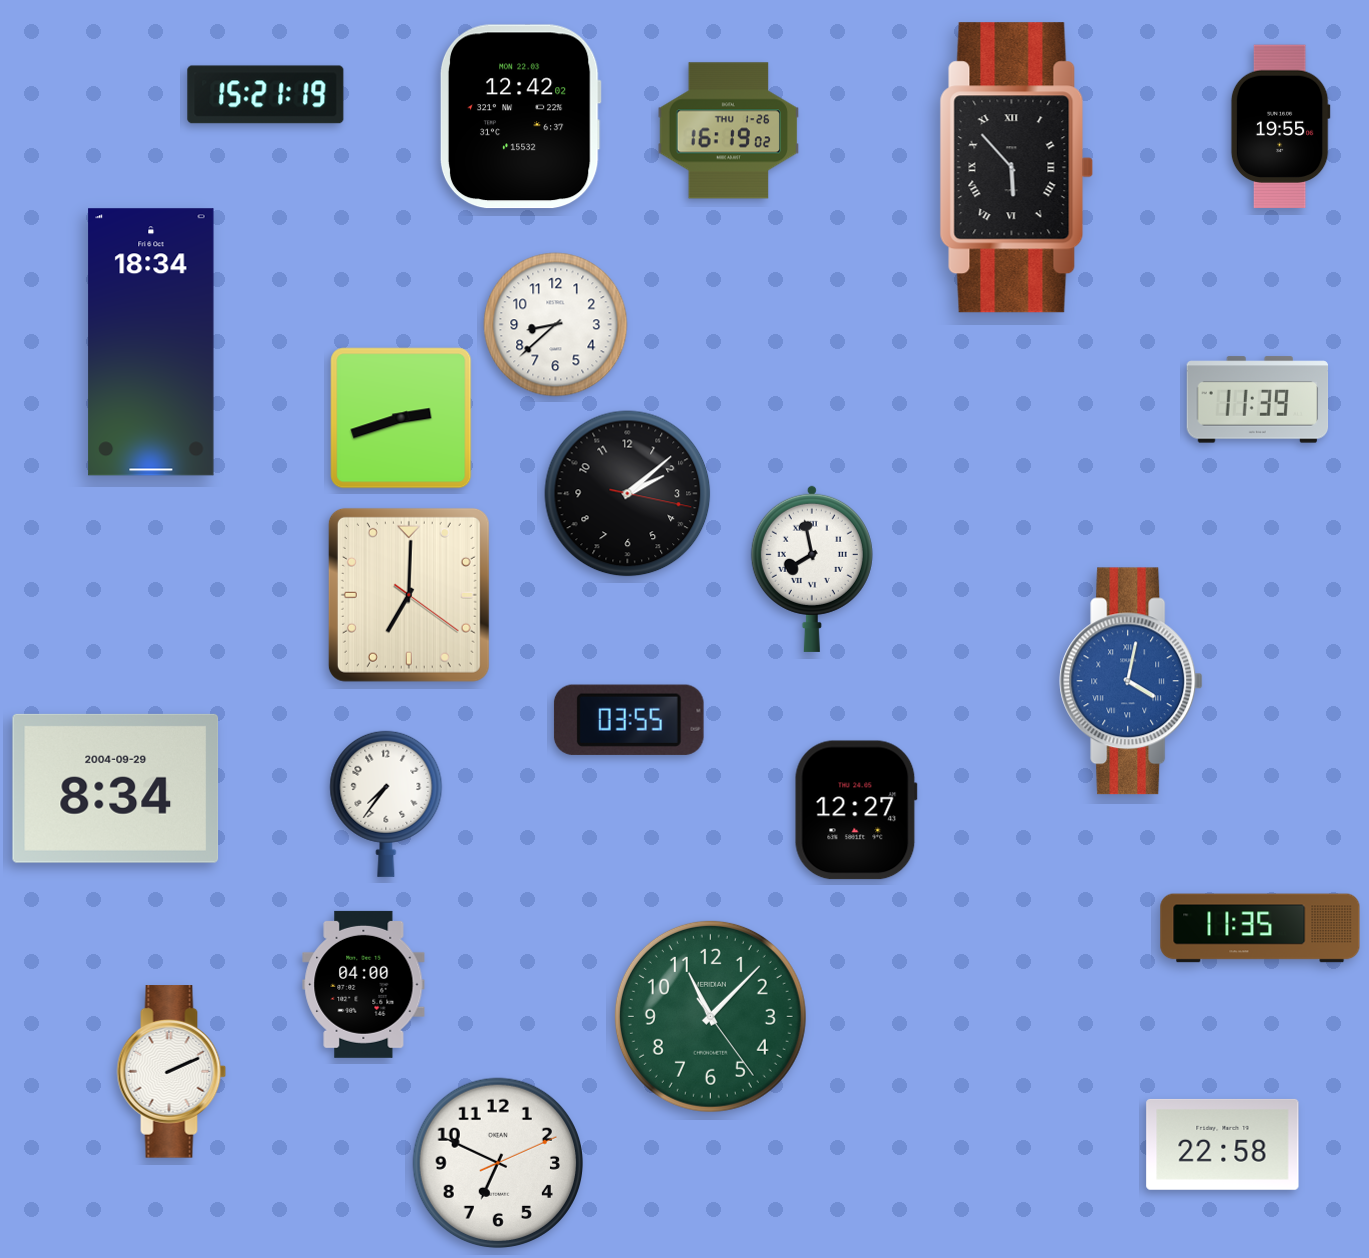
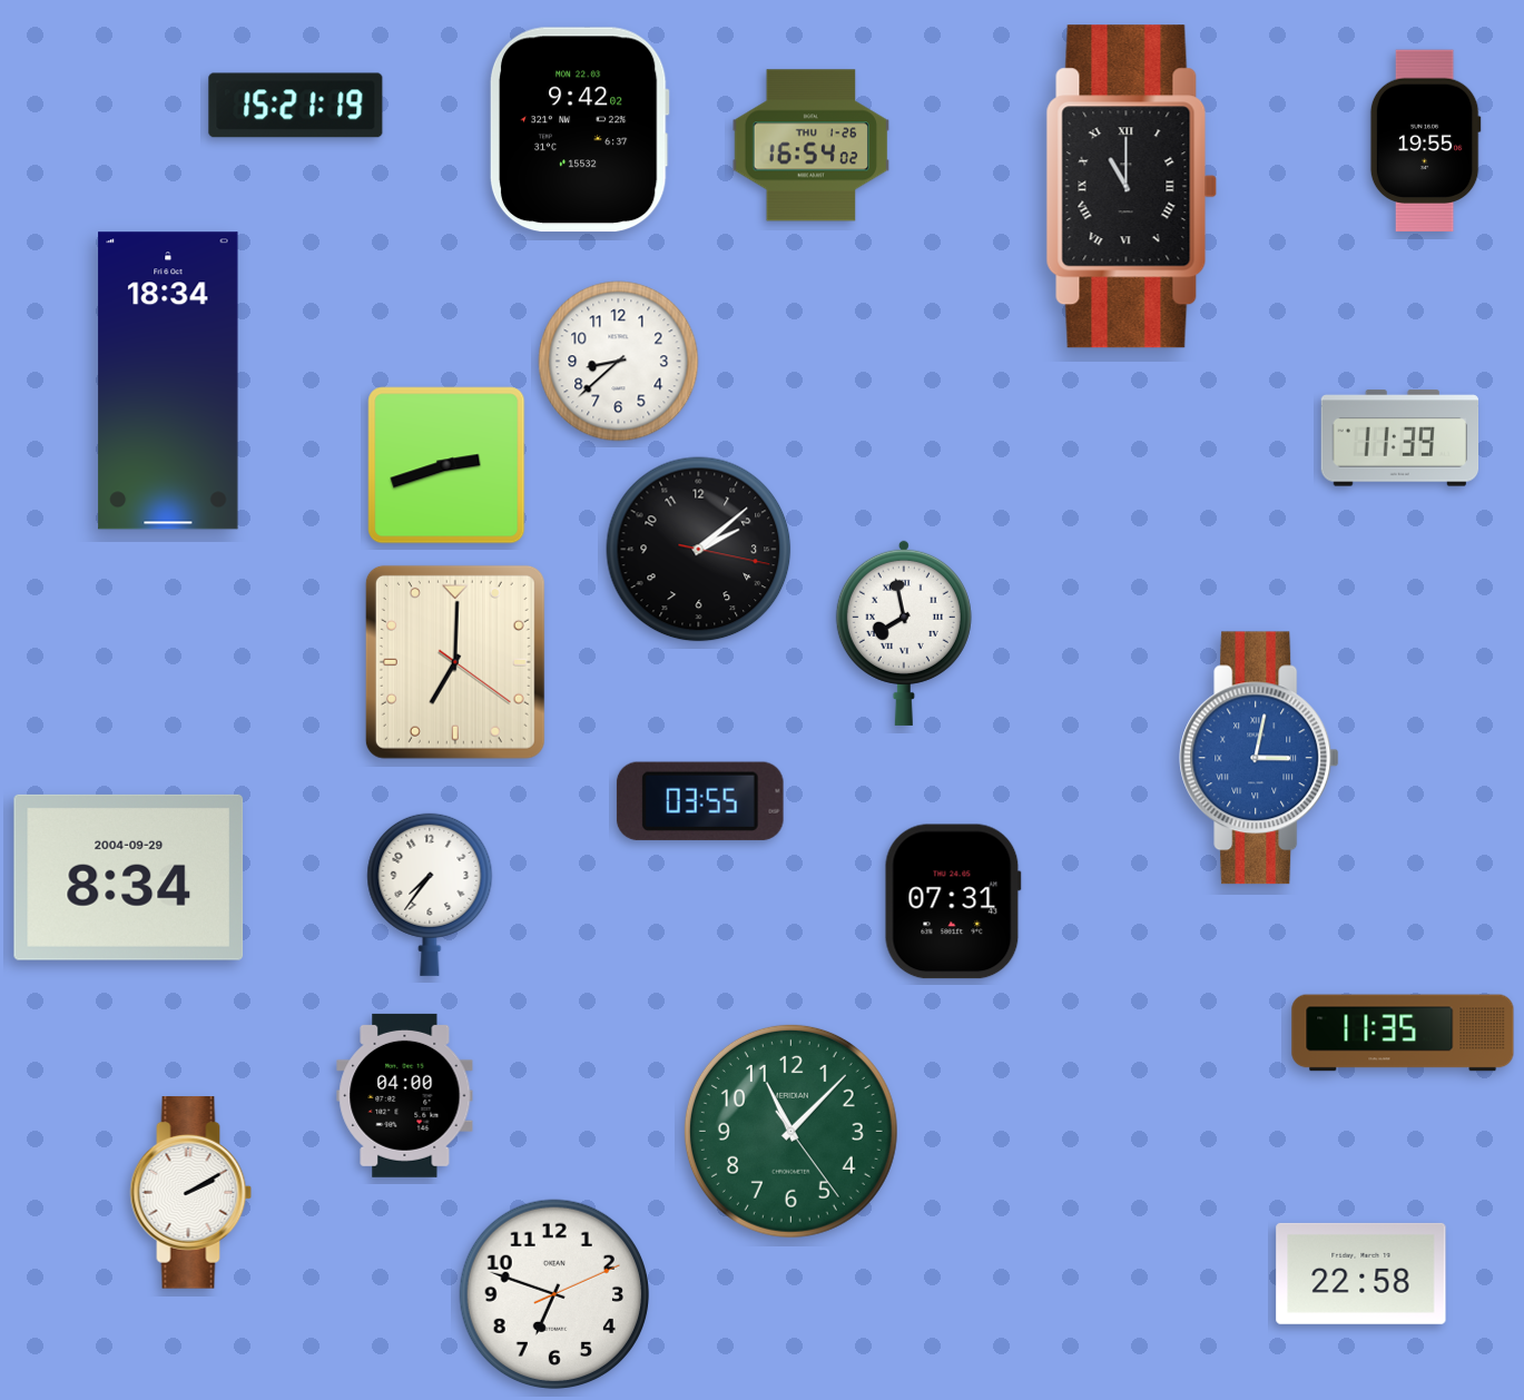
clock at (520, 117): 12:42 -> 9:42
clock at (729, 131): 16:19 -> 16:54
clock at (1016, 168): 5:53 -> 11:00
clock at (1258, 400) position: (1258, 400) -> (1400, 438)
clock at (1131, 681): 4:02 -> 3:02
clock at (856, 810): 12:27 -> 07:31
clock at (172, 1072): 2:11 -> 2:10
clock at (497, 1162): 6:49 -> 6:48
